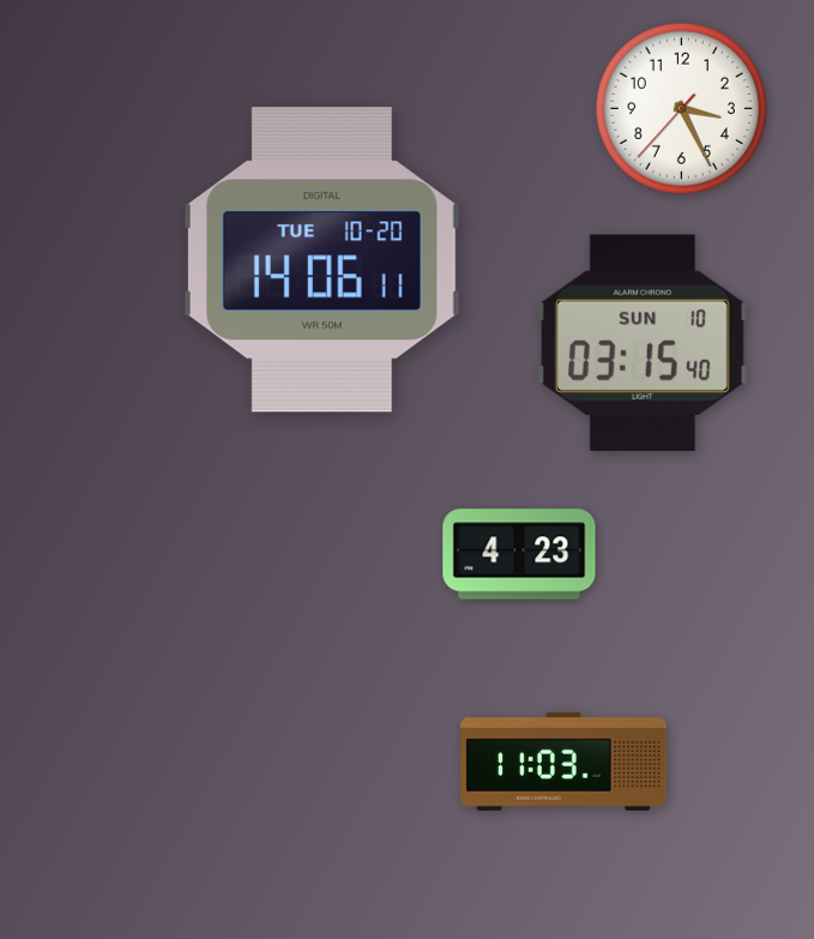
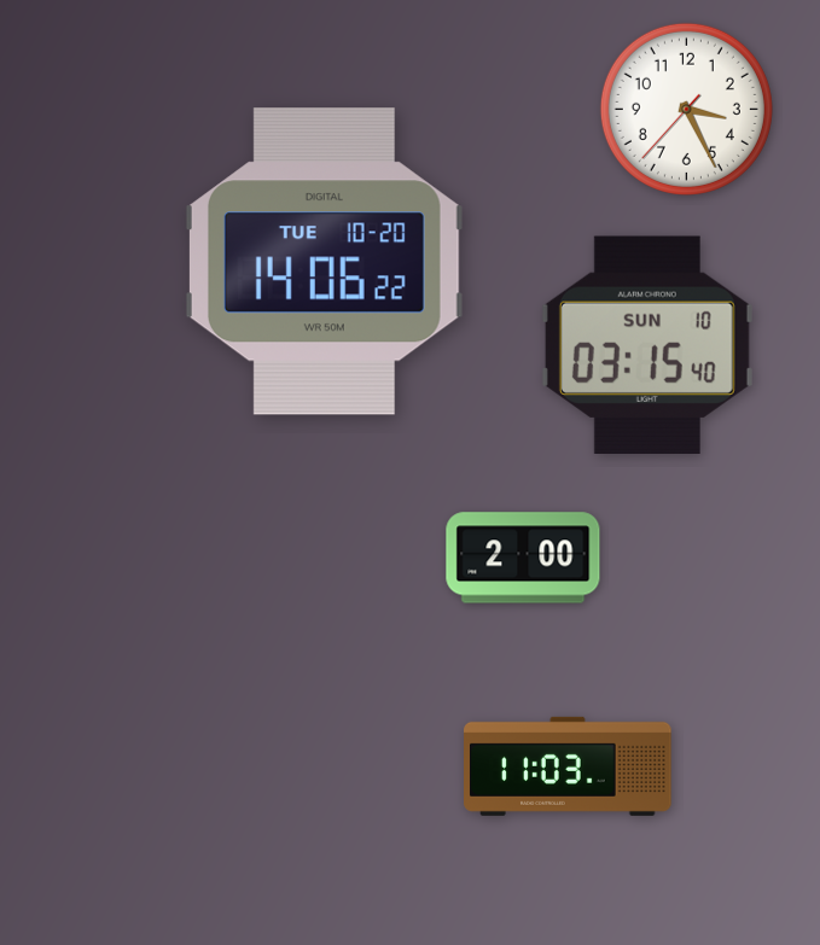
clock at (321, 260): 14:06:11 -> 14:06:22
clock at (519, 554): 4:23 -> 2:00
